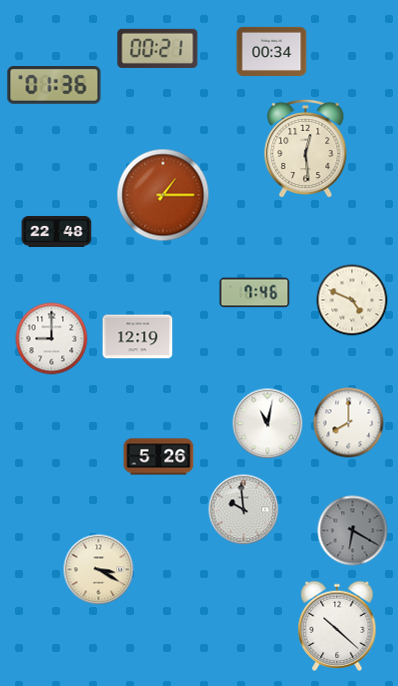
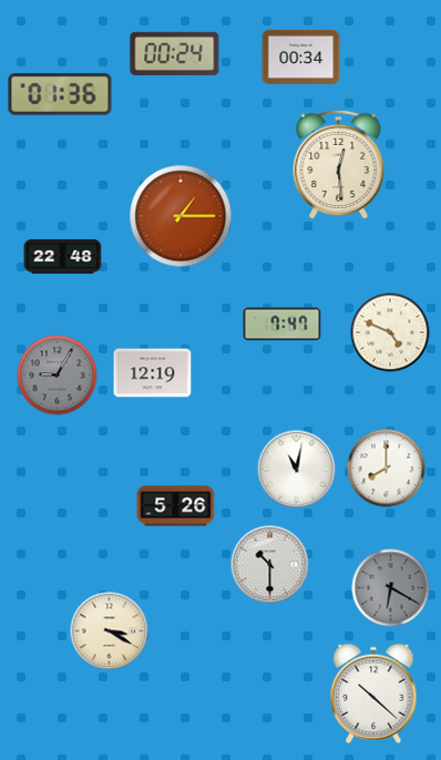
clock at (158, 48): 00:21 -> 00:24
clock at (255, 293): 7:46 -> 7:47
clock at (52, 339): 9:00 -> 9:05
clock at (52, 339) dial: white -> grey
clock at (244, 510): 9:59 -> 10:30
